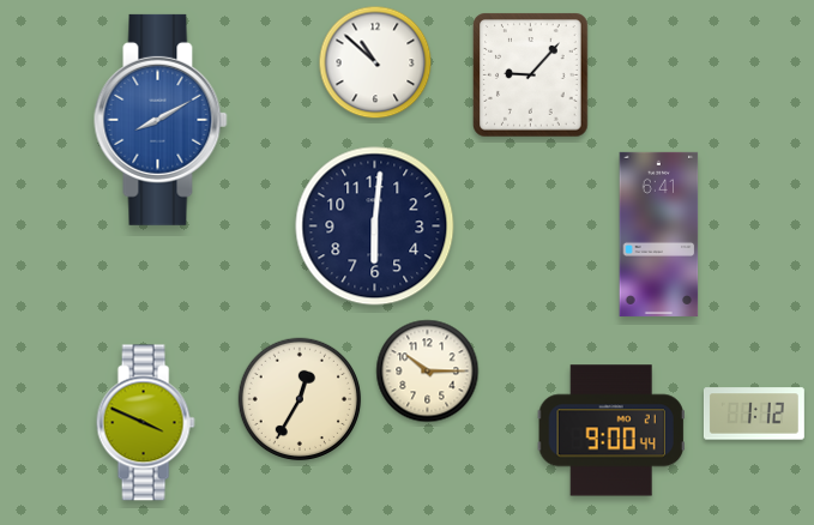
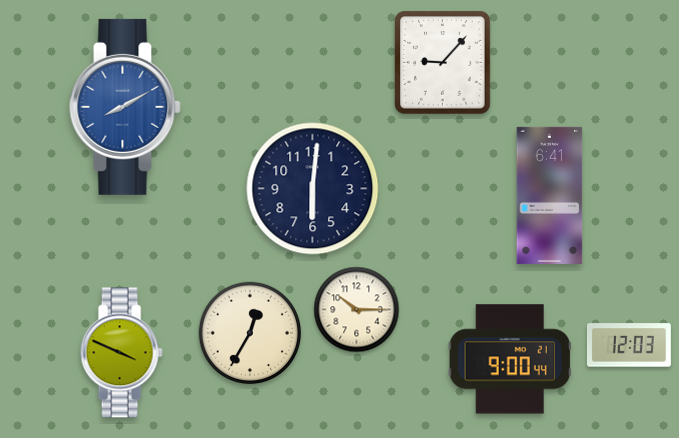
clock at (375, 62): 10:52 -> none
clock at (161, 120) position: (161, 120) -> (125, 107)
clock at (754, 414): 1:12 -> 12:03
